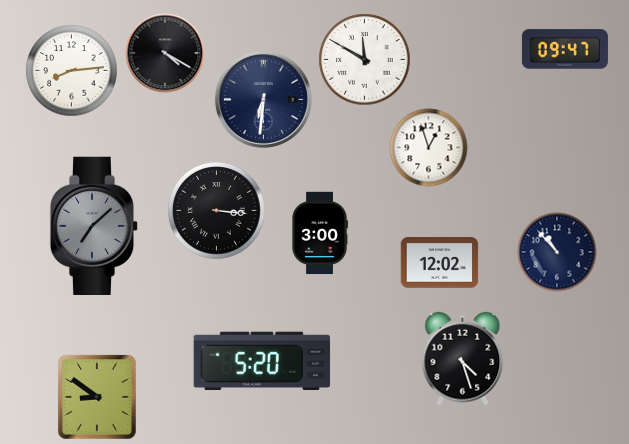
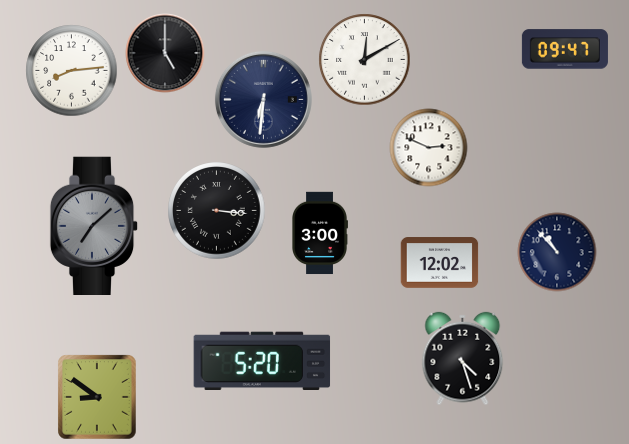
clock at (165, 53): 4:20 -> 5:00
clock at (364, 59): 11:50 -> 12:10
clock at (428, 147): 12:57 -> 2:49
